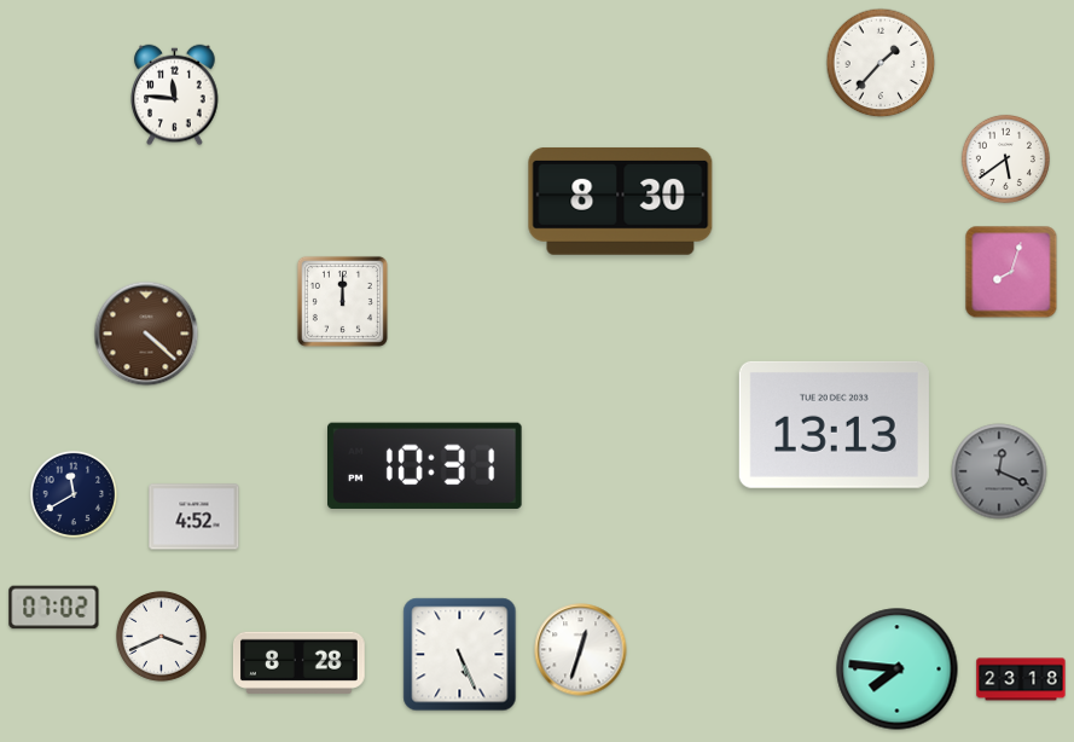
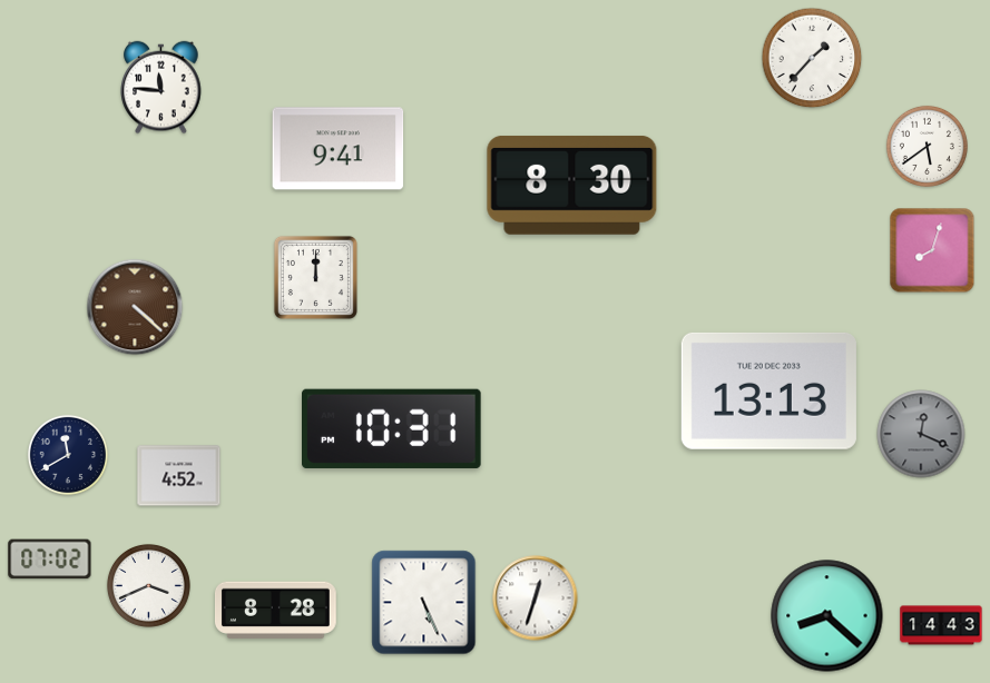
clock at (339, 149): none -> 9:41
clock at (898, 669): 7:46 -> 8:22
clock at (1021, 679): 23:18 -> 14:43
